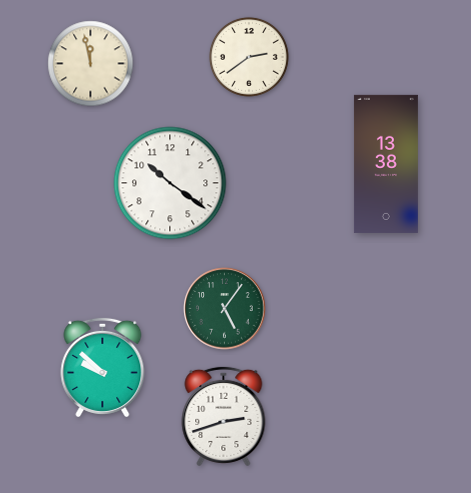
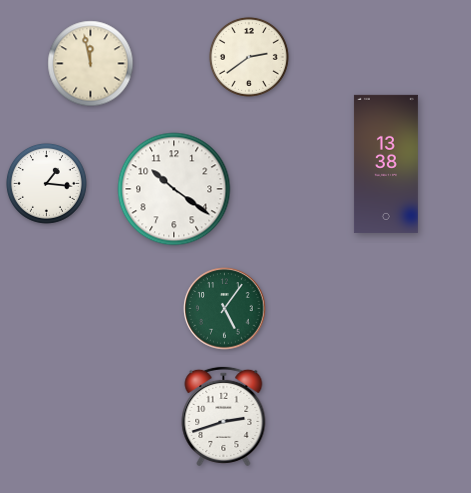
clock at (46, 183): none -> 1:16
clock at (170, 183) position: (170, 183) -> (174, 189)
clock at (103, 367): 9:52 -> none
